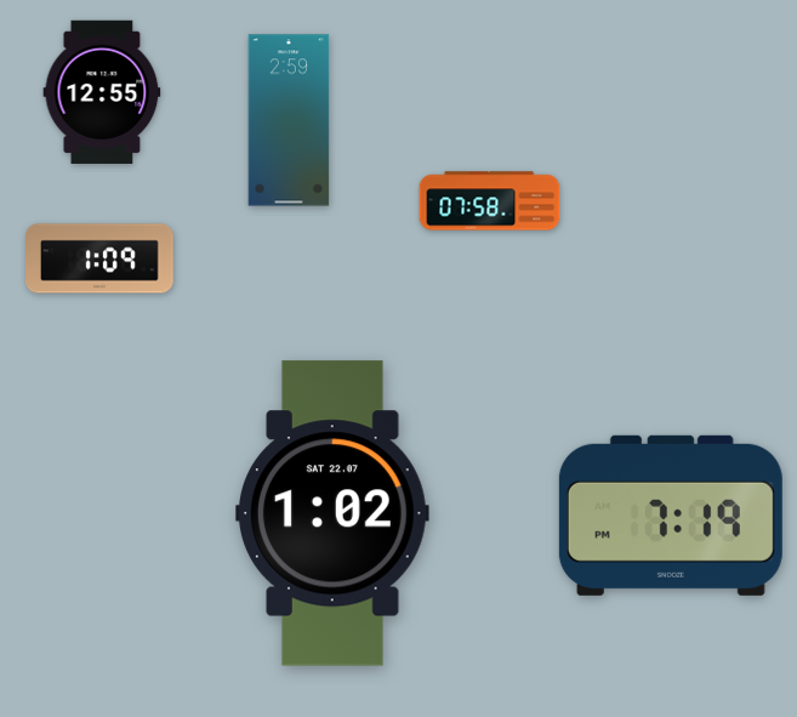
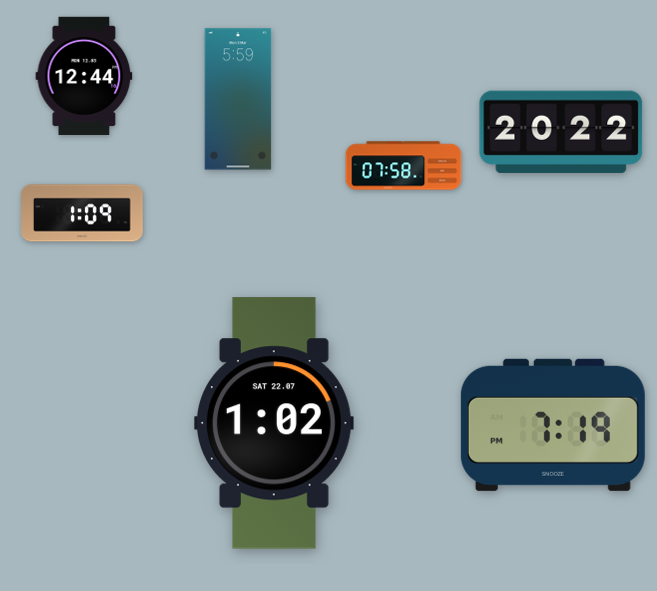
clock at (102, 92): 12:55 -> 12:44
clock at (289, 120): 2:59 -> 5:59
clock at (561, 132): none -> 20:22
